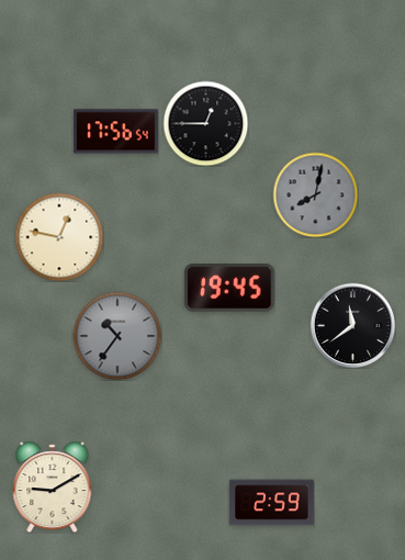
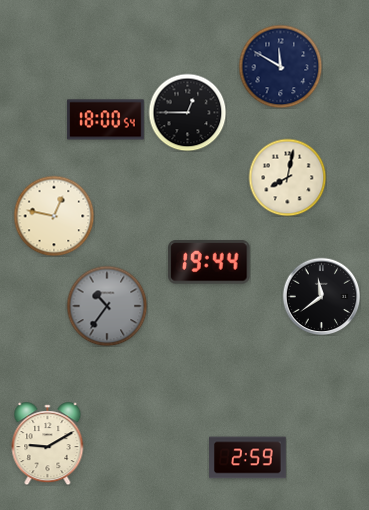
clock at (280, 66): none -> 11:50
clock at (116, 132): 17:56 -> 18:00
clock at (315, 194) dial: grey -> cream
clock at (229, 289): 19:45 -> 19:44
